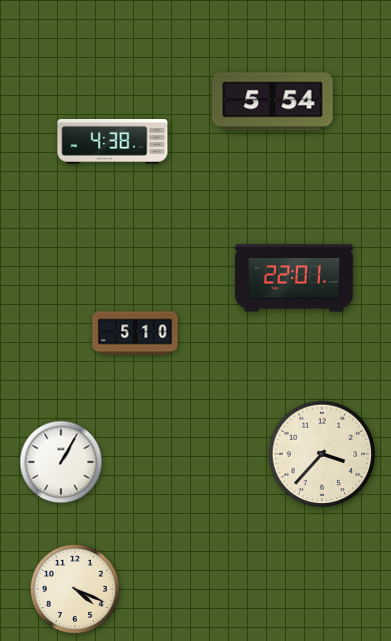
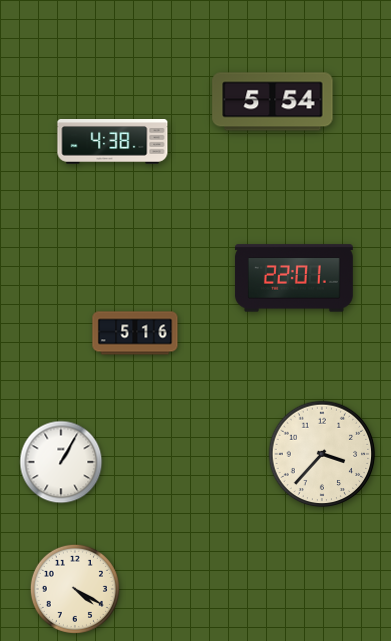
clock at (135, 333): 5:10 -> 5:16
clock at (75, 589): 4:19 -> 4:20
